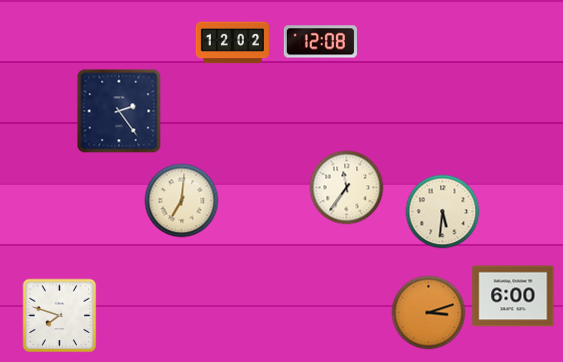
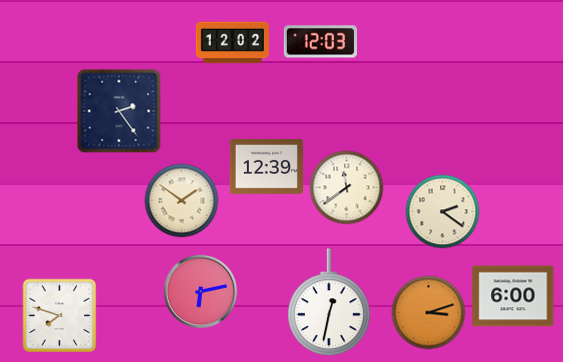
clock at (320, 42): 12:08 -> 12:03
clock at (266, 167): none -> 12:39
clock at (347, 188): 11:36 -> 11:39
clock at (182, 201): 7:01 -> 1:51
clock at (443, 212): 5:31 -> 2:21
clock at (201, 292): none -> 6:13
clock at (329, 303): none -> 12:32
